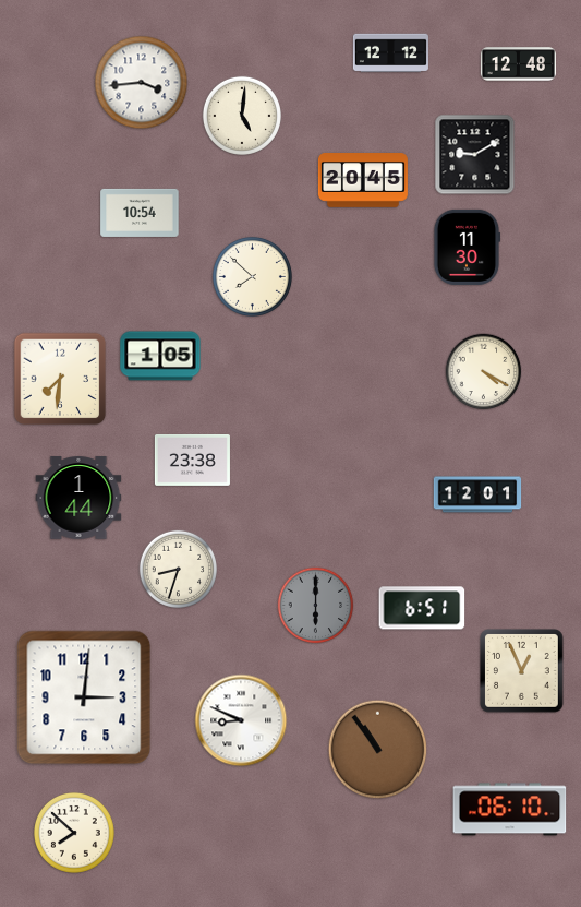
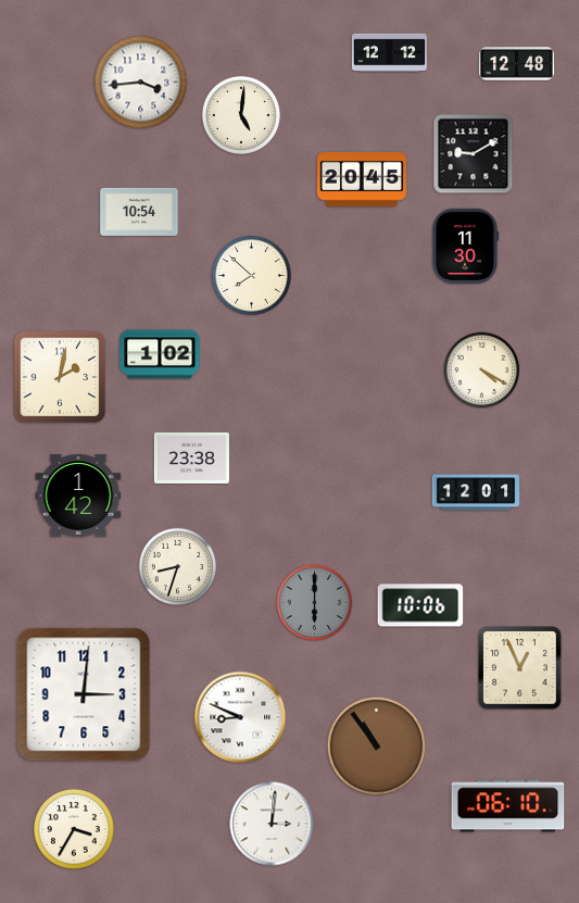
clock at (160, 356): 1:05 -> 1:02
clock at (60, 379): 7:31 -> 2:02
clock at (78, 498): 1:44 -> 1:42
clock at (422, 608): 6:51 -> 10:06
clock at (272, 824): none -> 3:01
clock at (74, 833): 7:52 -> 3:35
